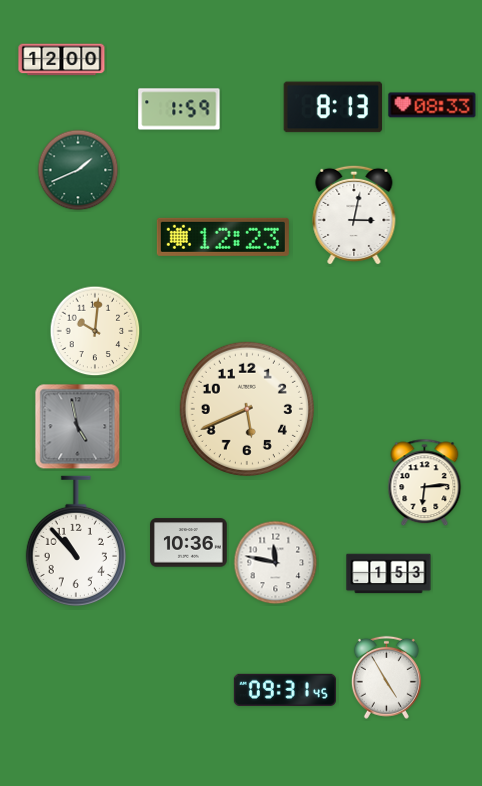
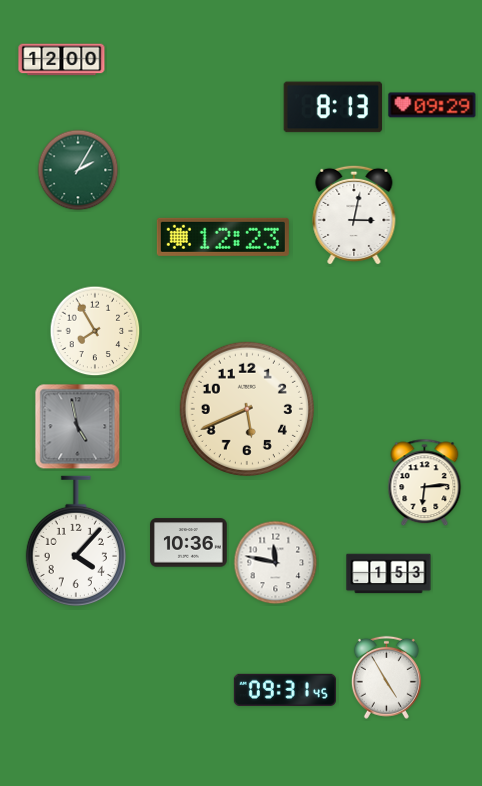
clock at (432, 105): 08:33 -> 09:29
clock at (179, 109): 1:59 -> none
clock at (78, 170): 1:41 -> 2:05
clock at (95, 331): 10:01 -> 7:55
clock at (76, 541): 10:53 -> 4:07
